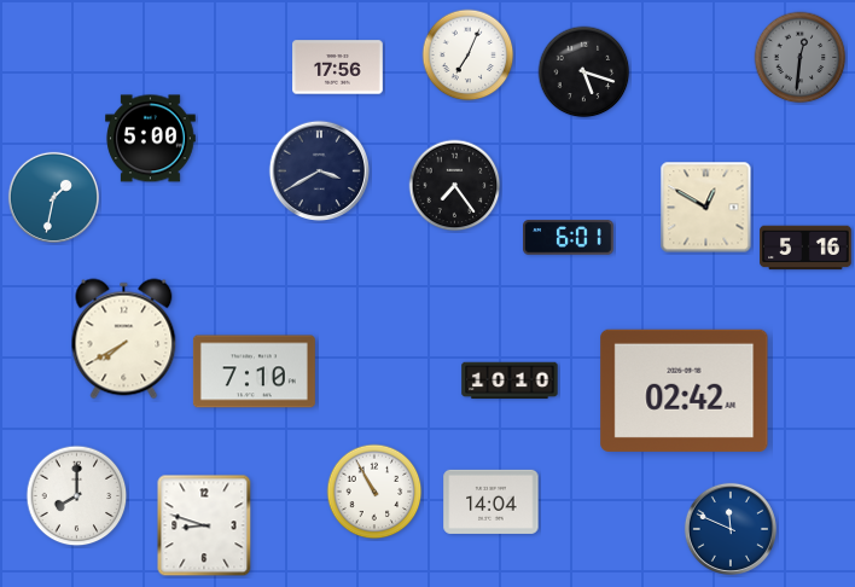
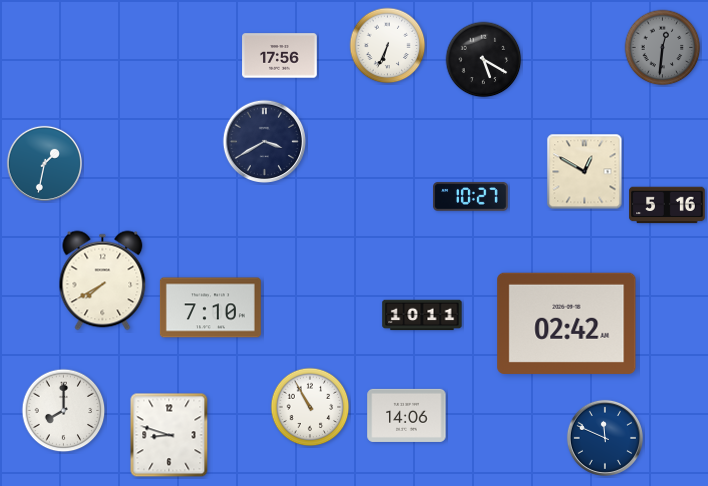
clock at (469, 56): 7:04 -> 6:34
clock at (584, 72): 5:18 -> 5:20
clock at (151, 139): 5:00 -> none
clock at (455, 186): 7:24 -> none
clock at (569, 238): 6:01 -> 10:27
clock at (510, 380): 10:10 -> 10:11
clock at (492, 501): 14:04 -> 14:06
